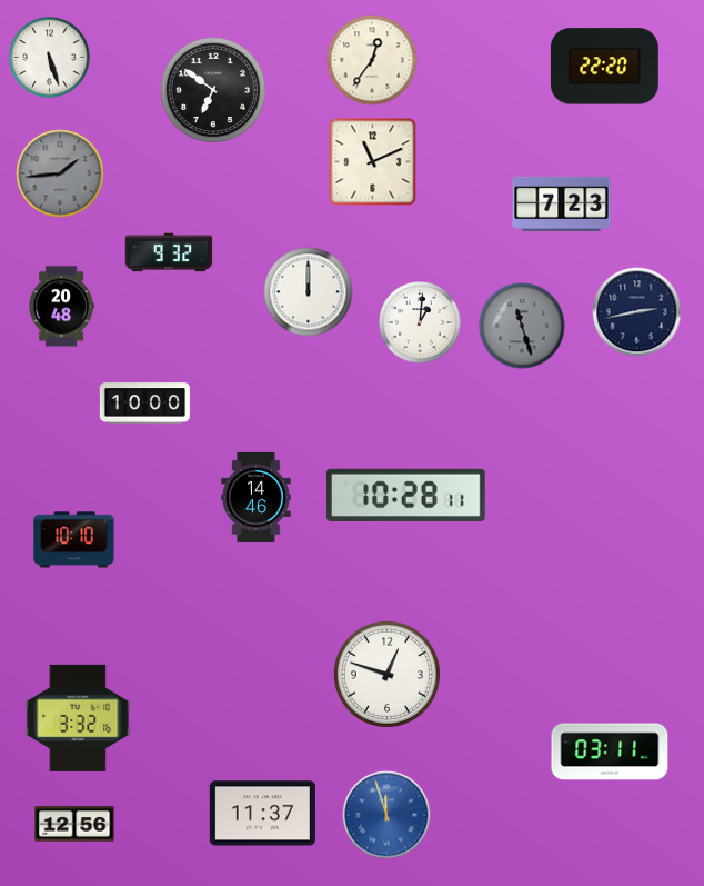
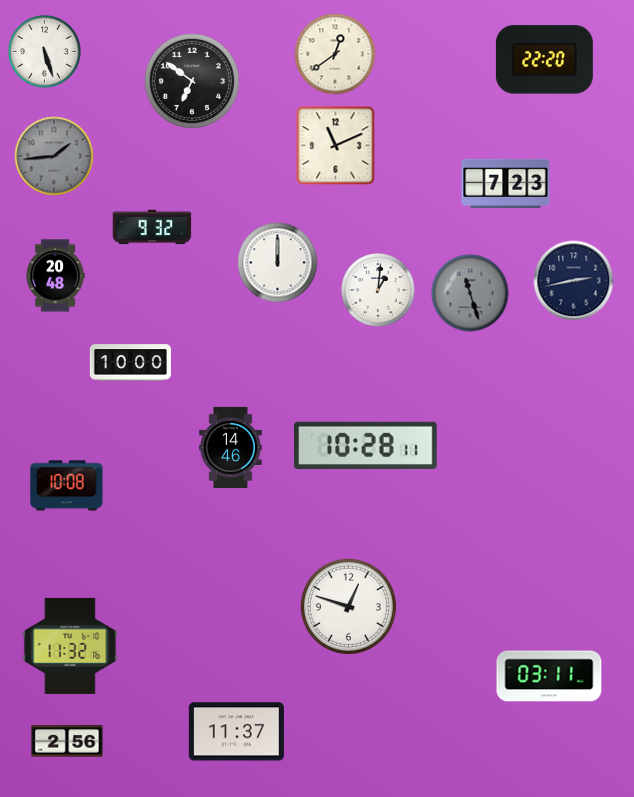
clock at (372, 60): 12:36 -> 12:39
clock at (74, 540): 10:10 -> 10:08
clock at (78, 718): 3:32 -> 11:32
clock at (386, 815): 11:57 -> none
clock at (74, 824): 12:56 -> 2:56
